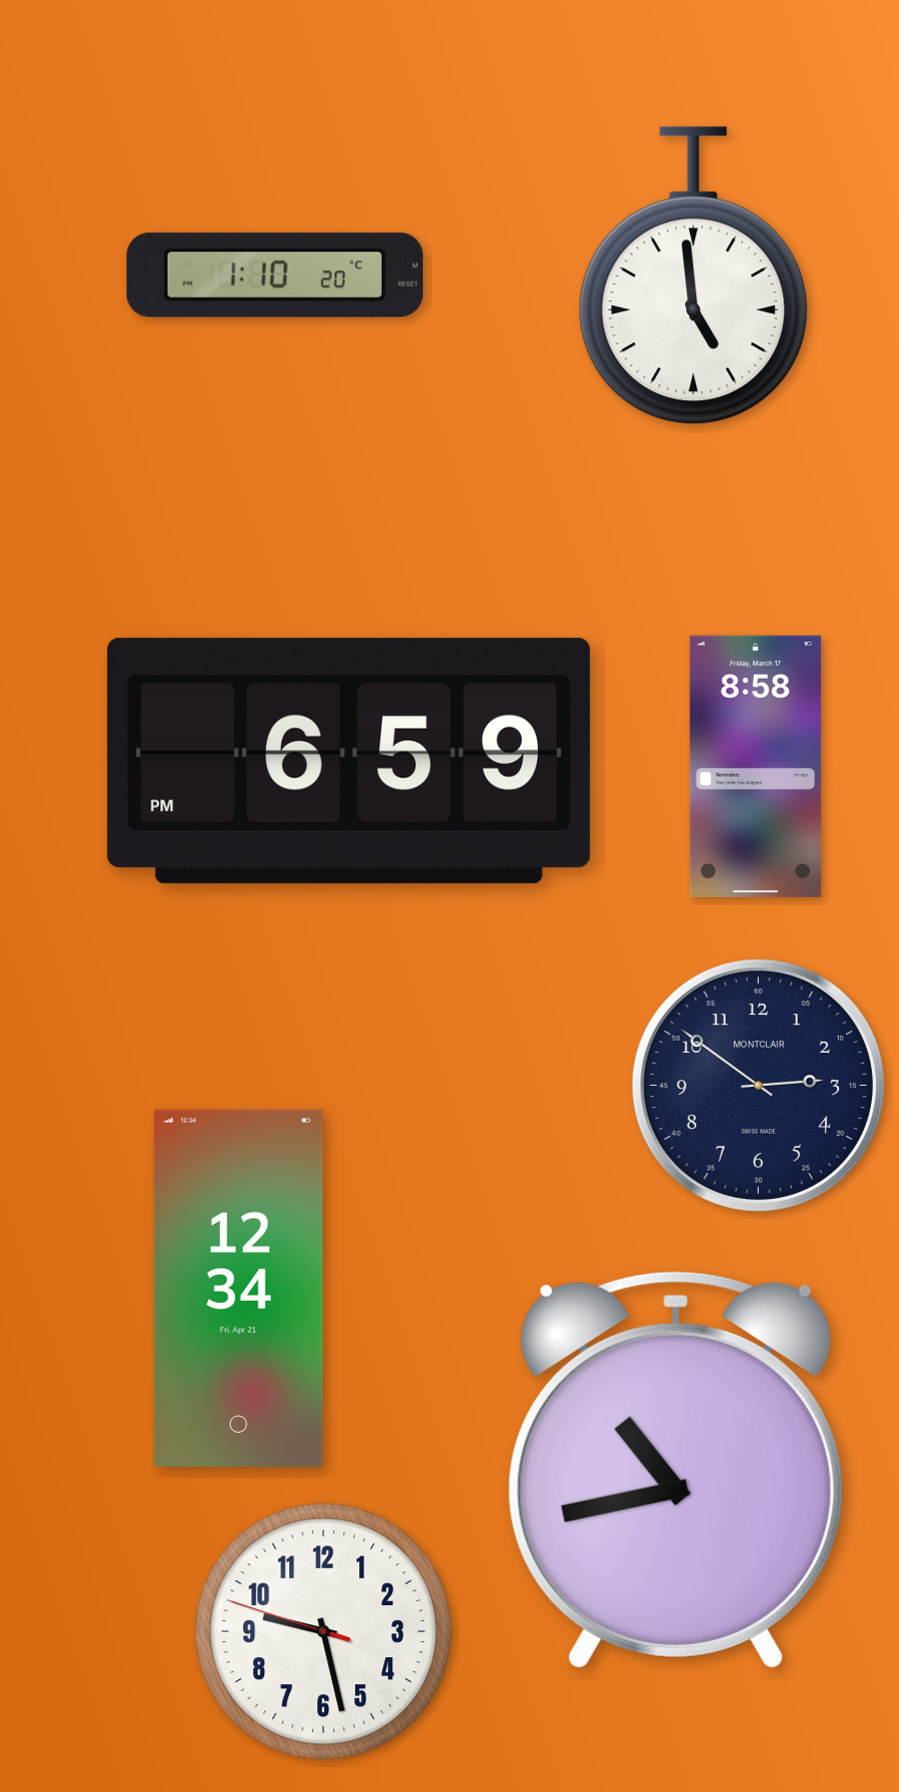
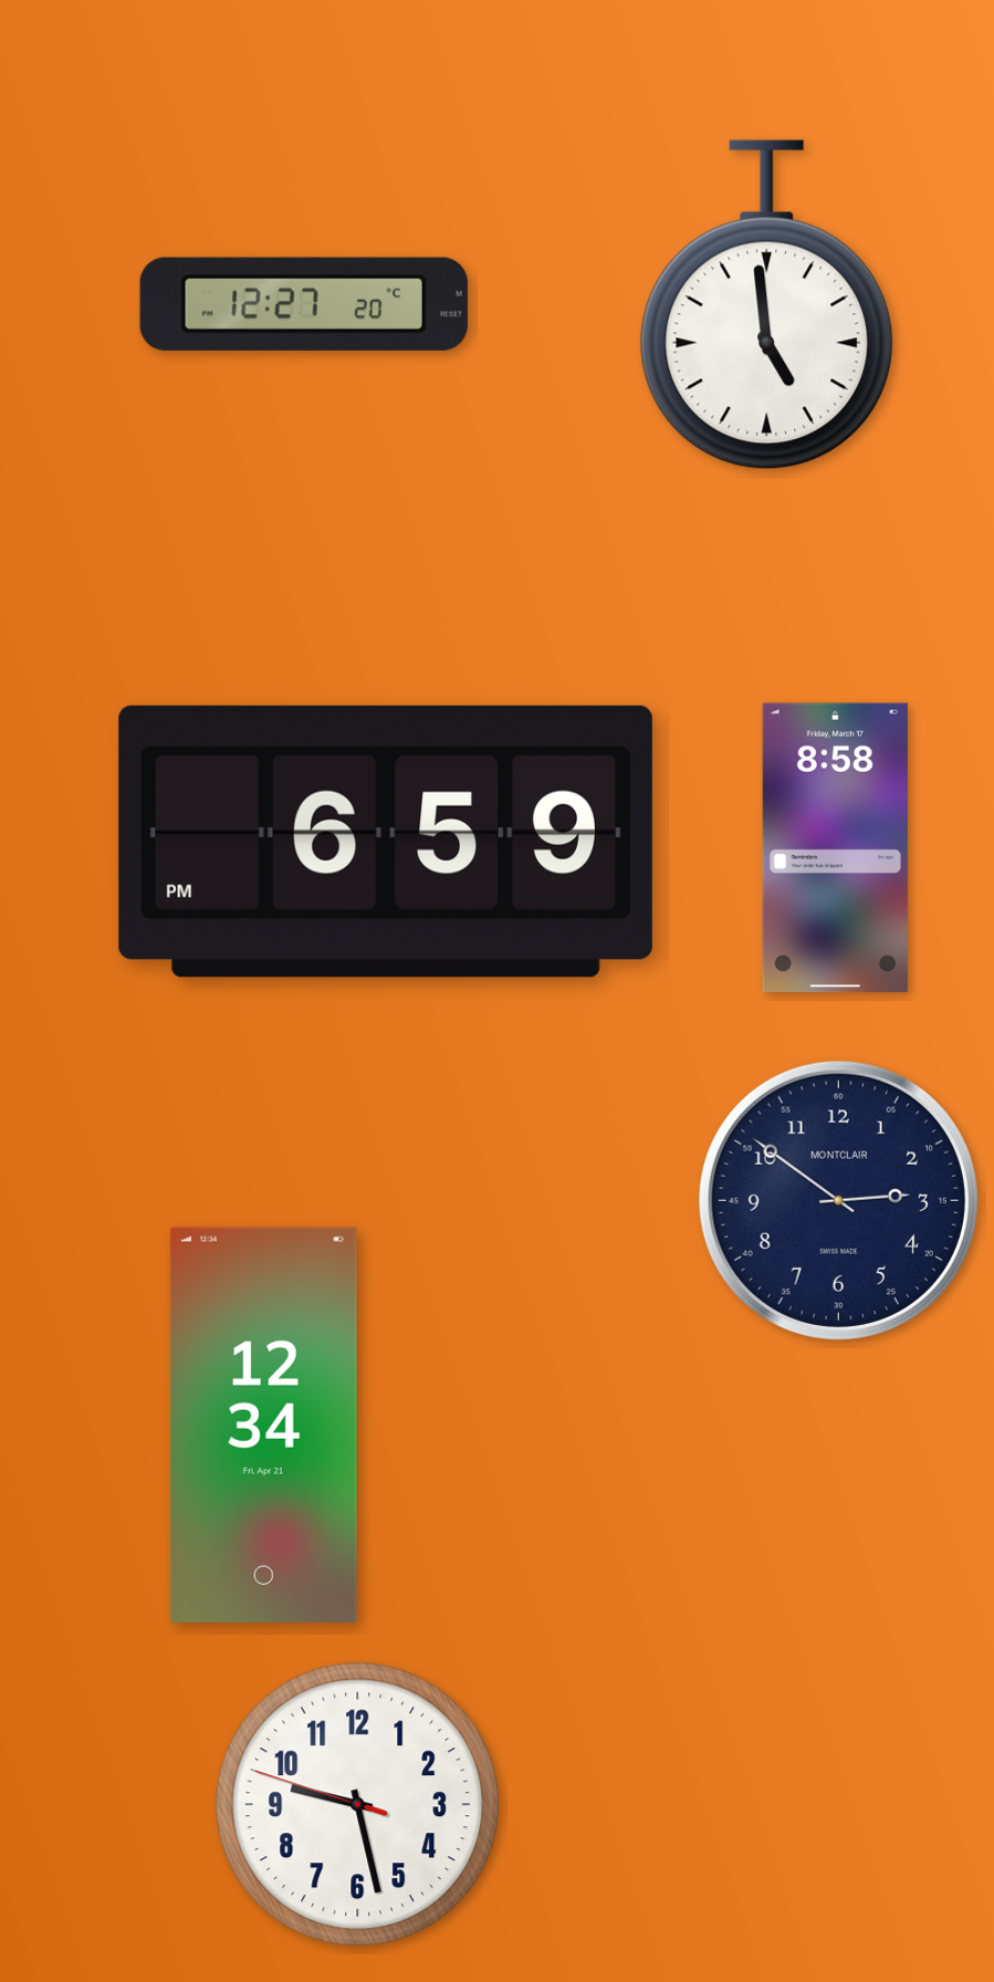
clock at (275, 275): 1:10 -> 12:27
clock at (676, 1469): 10:43 -> none
